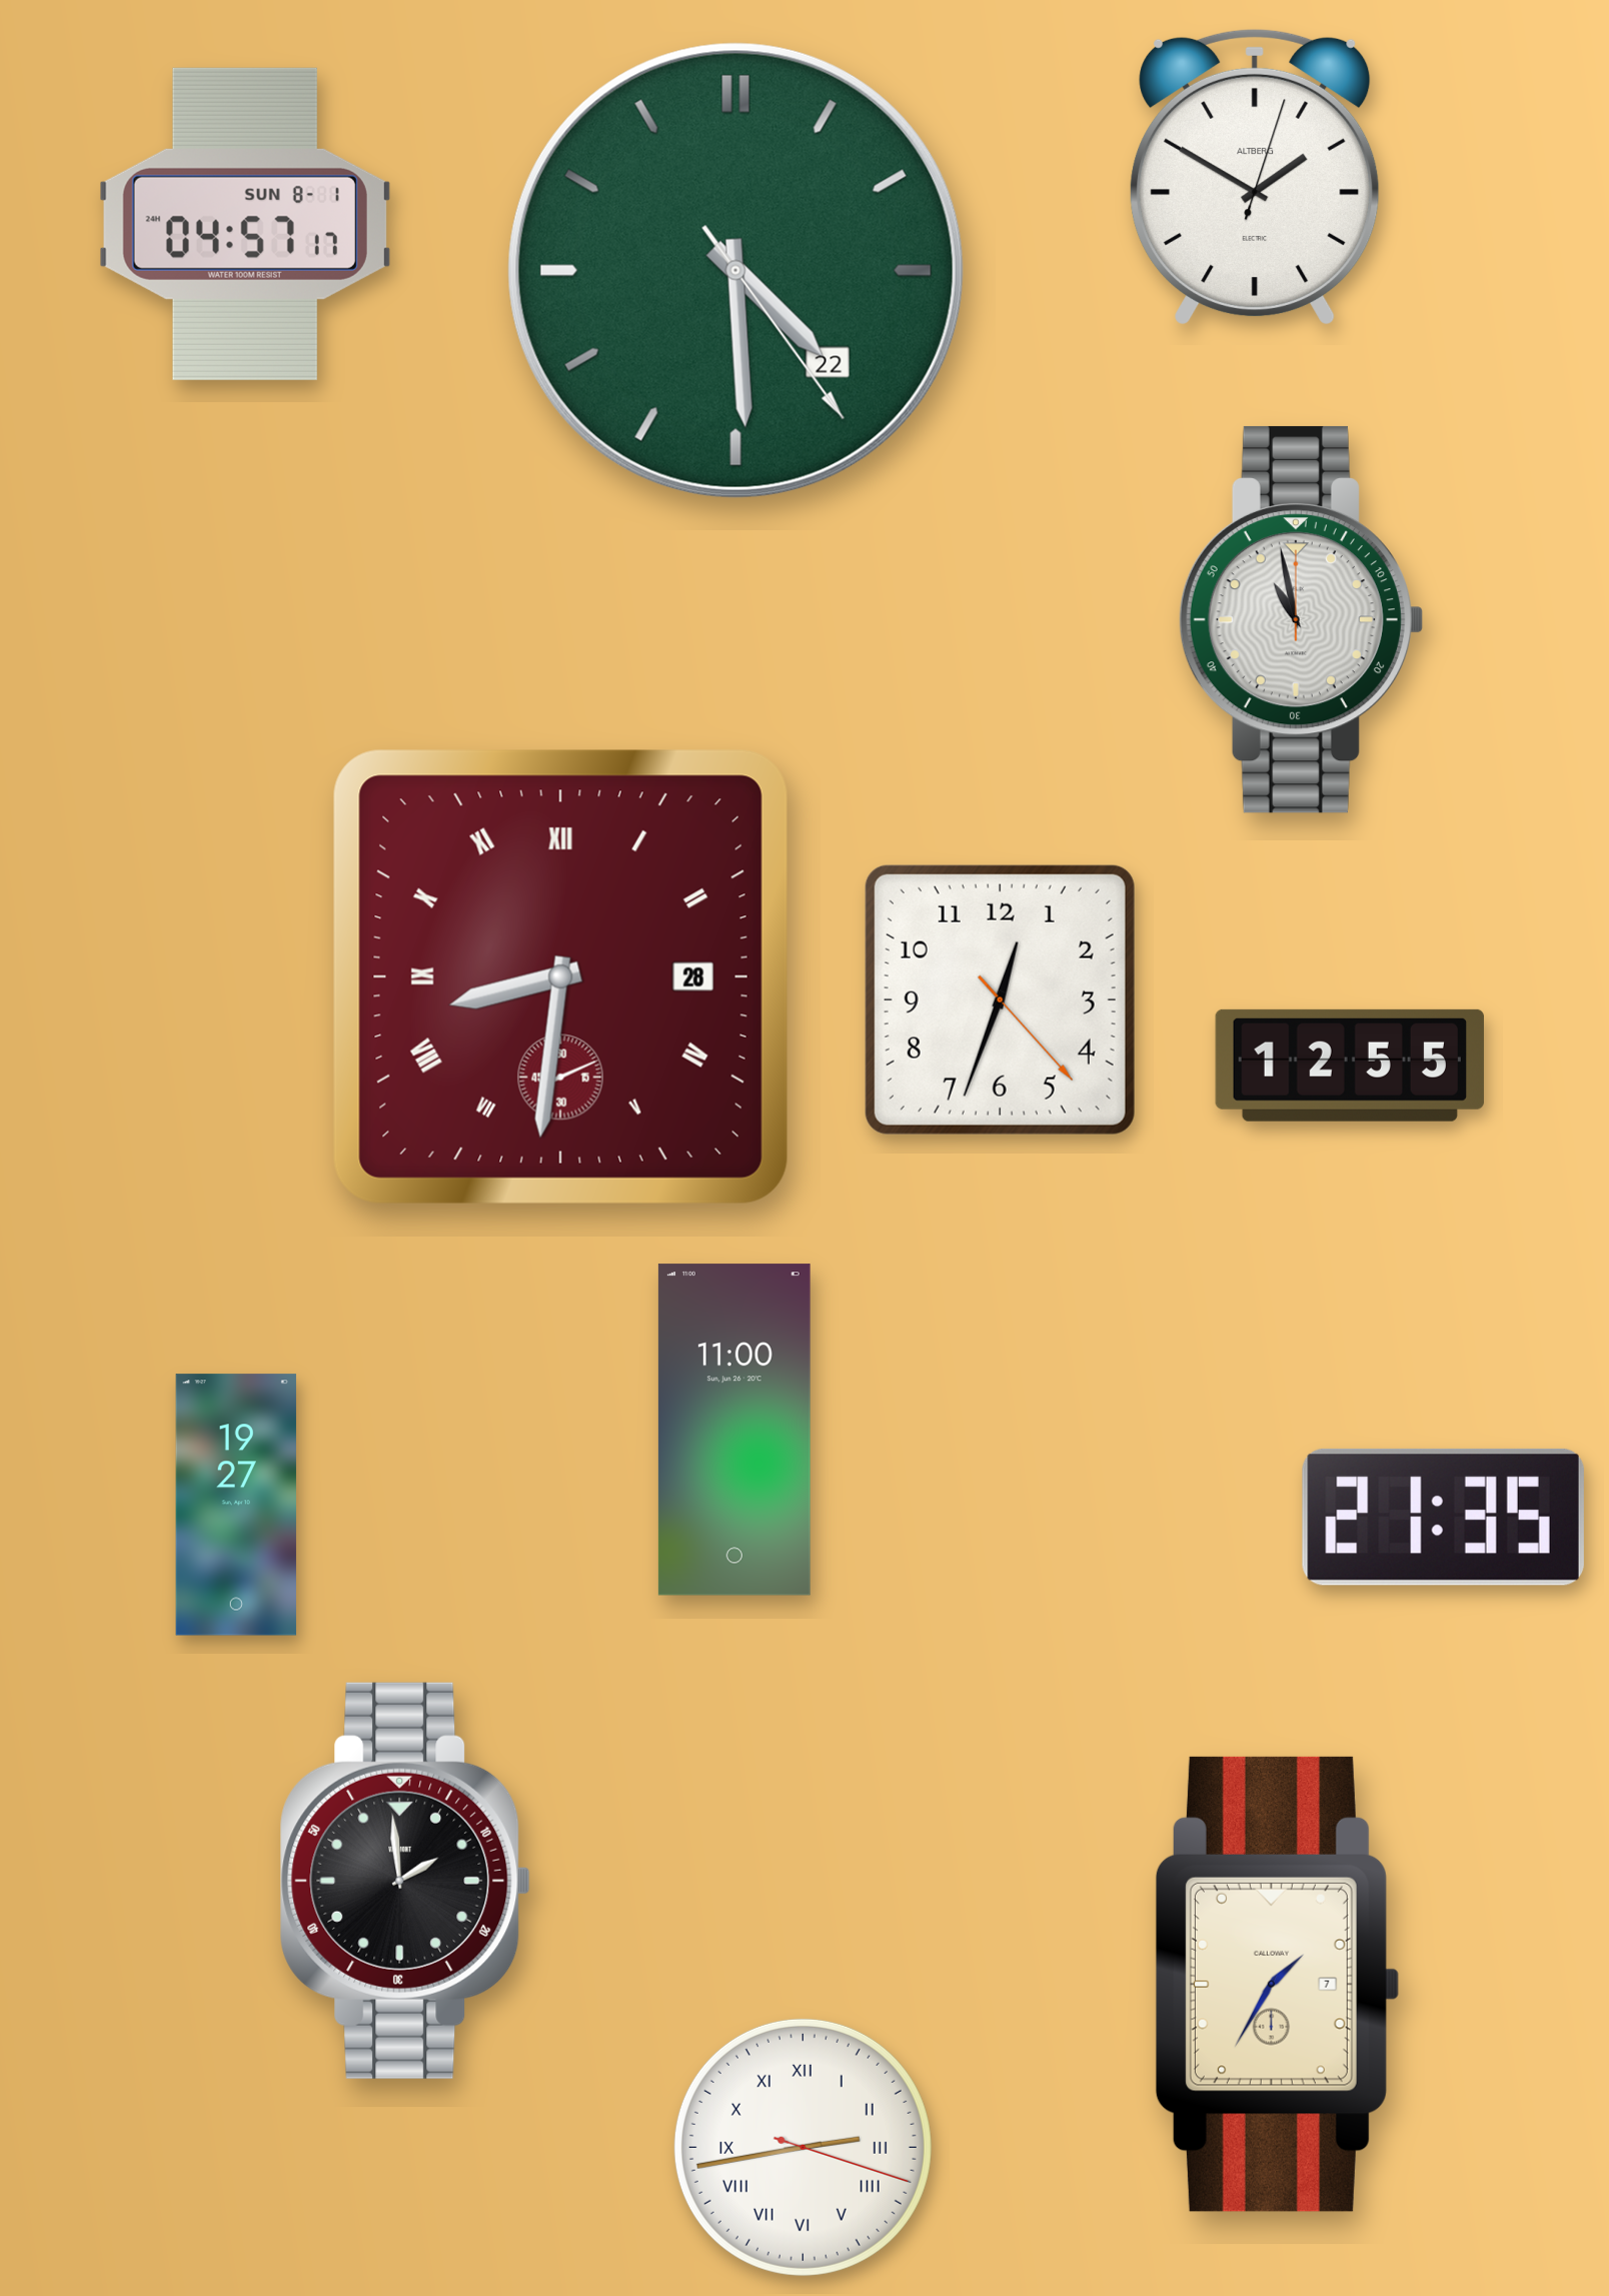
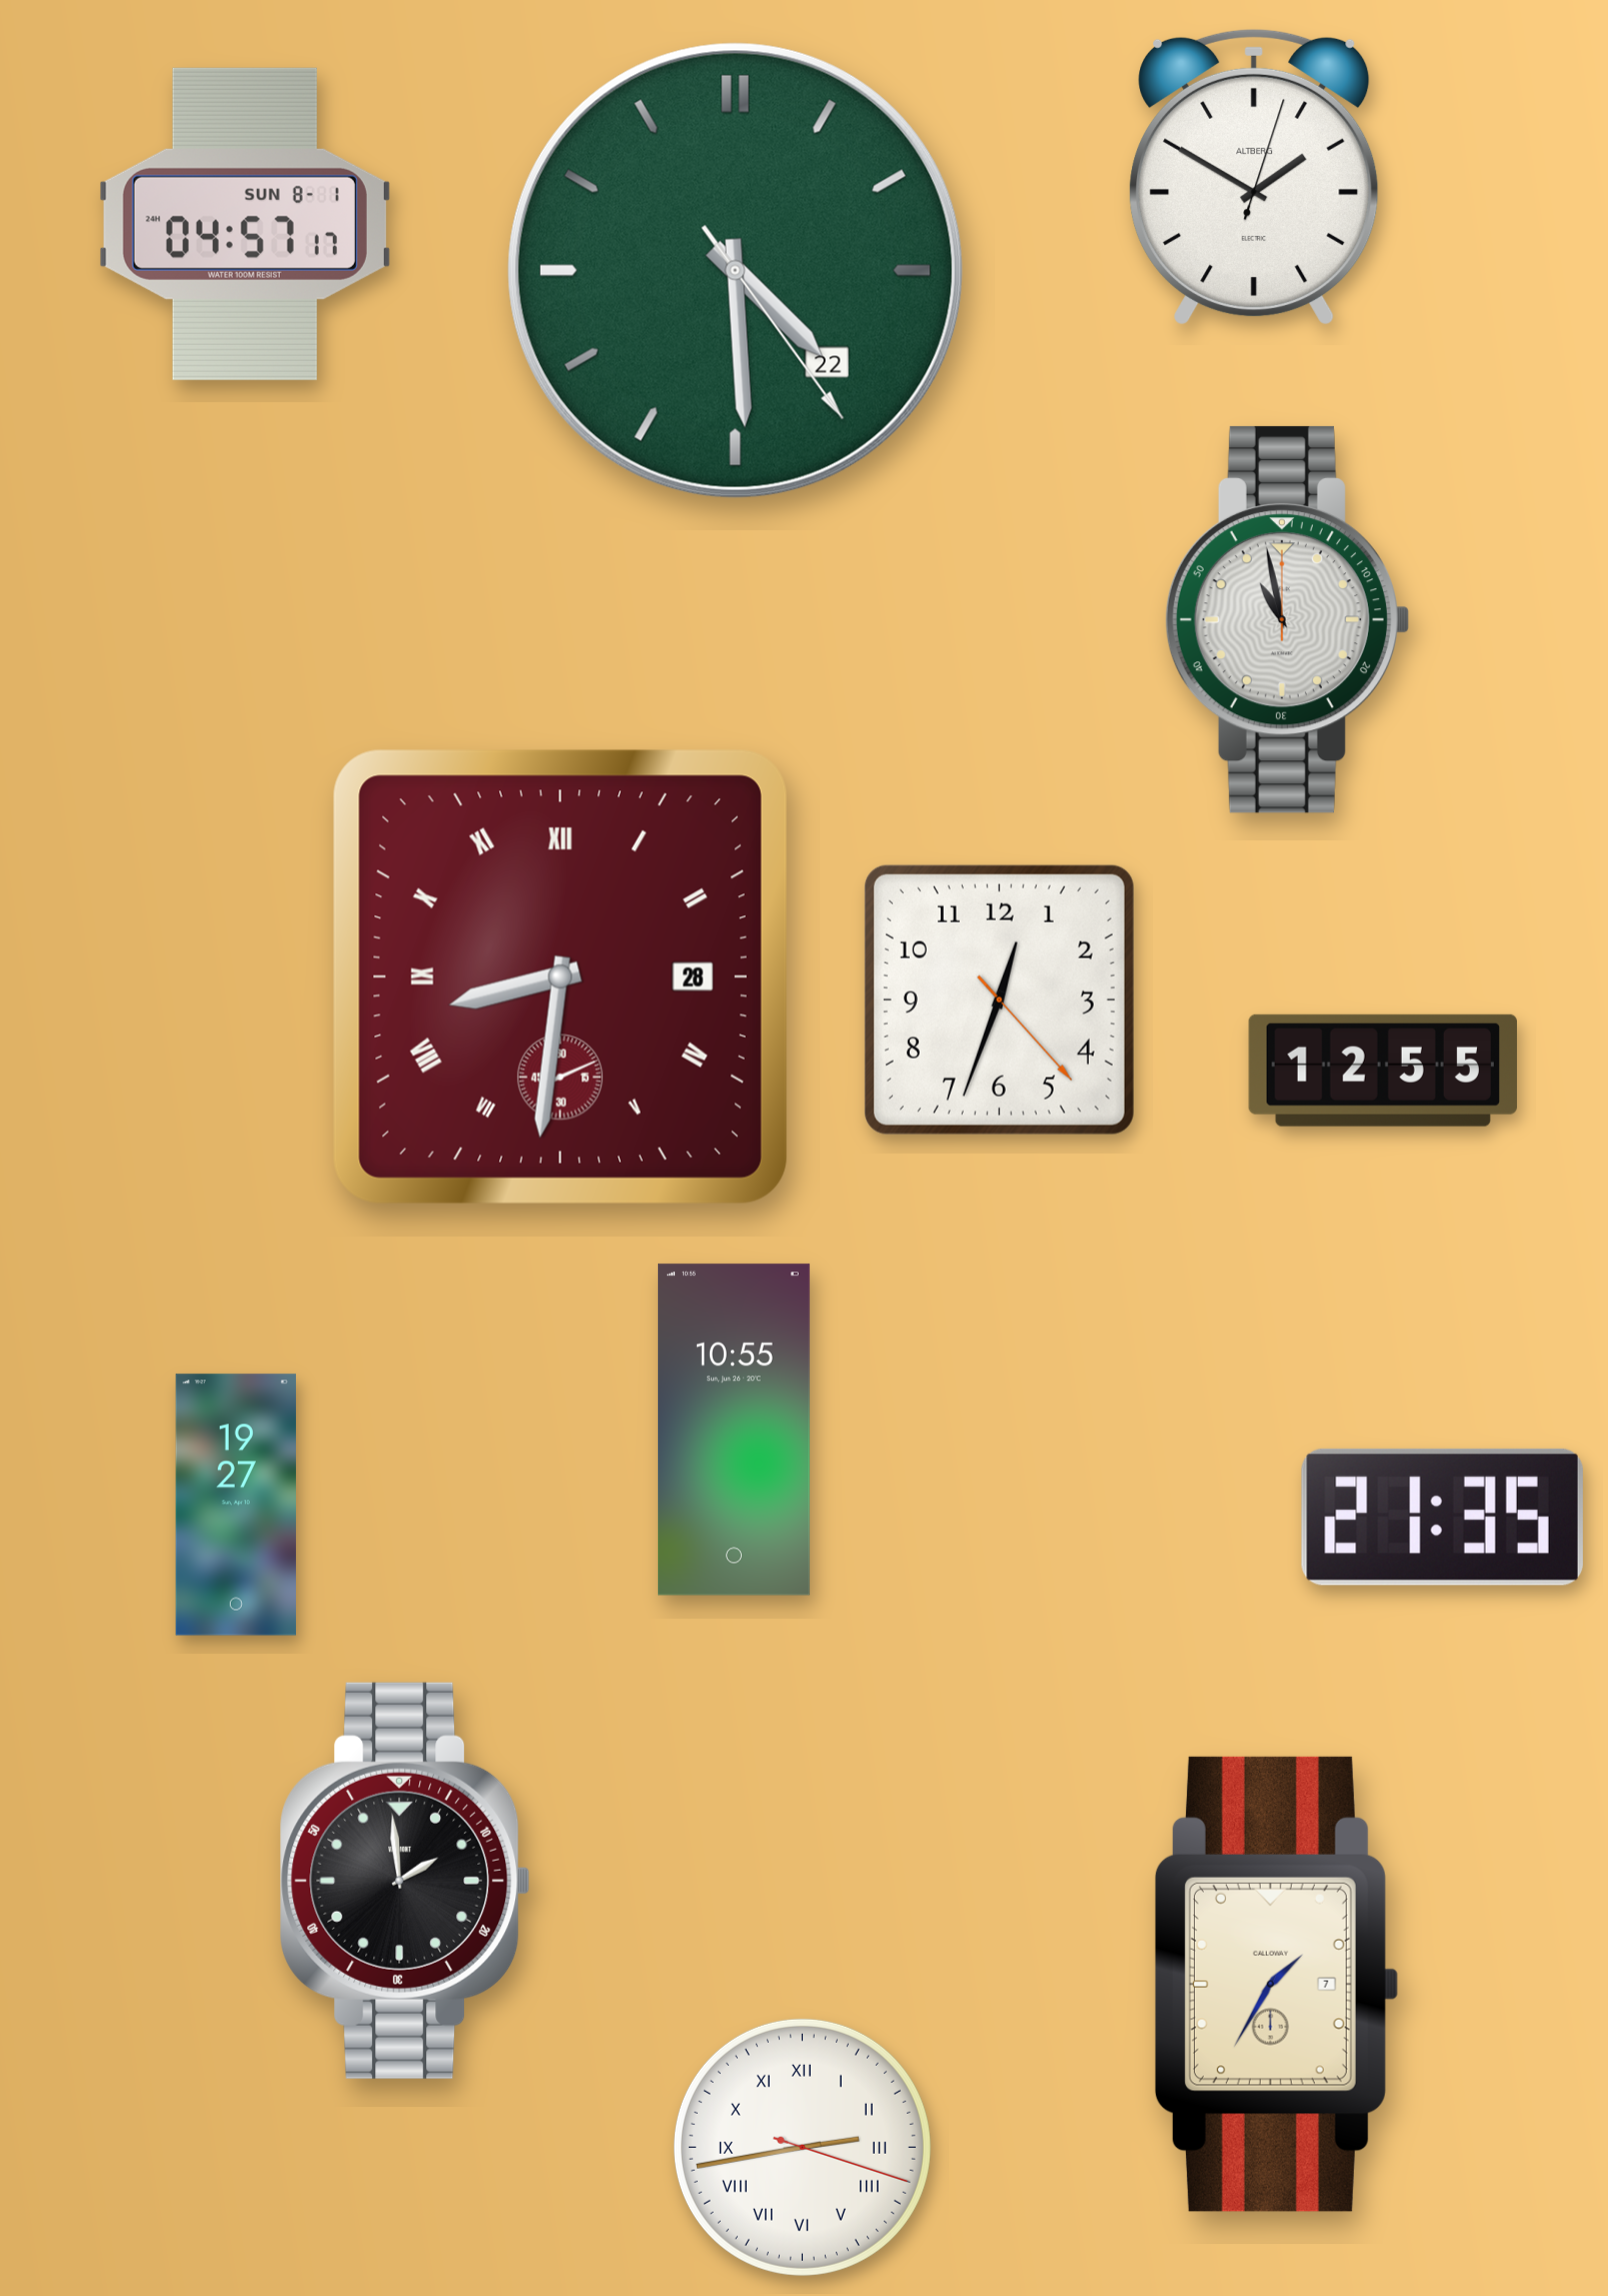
clock at (1301, 619) position: (1301, 619) -> (1287, 619)
clock at (1350, 1065) position: (1350, 1065) -> (1383, 1070)
clock at (734, 1430): 11:00 -> 10:55
